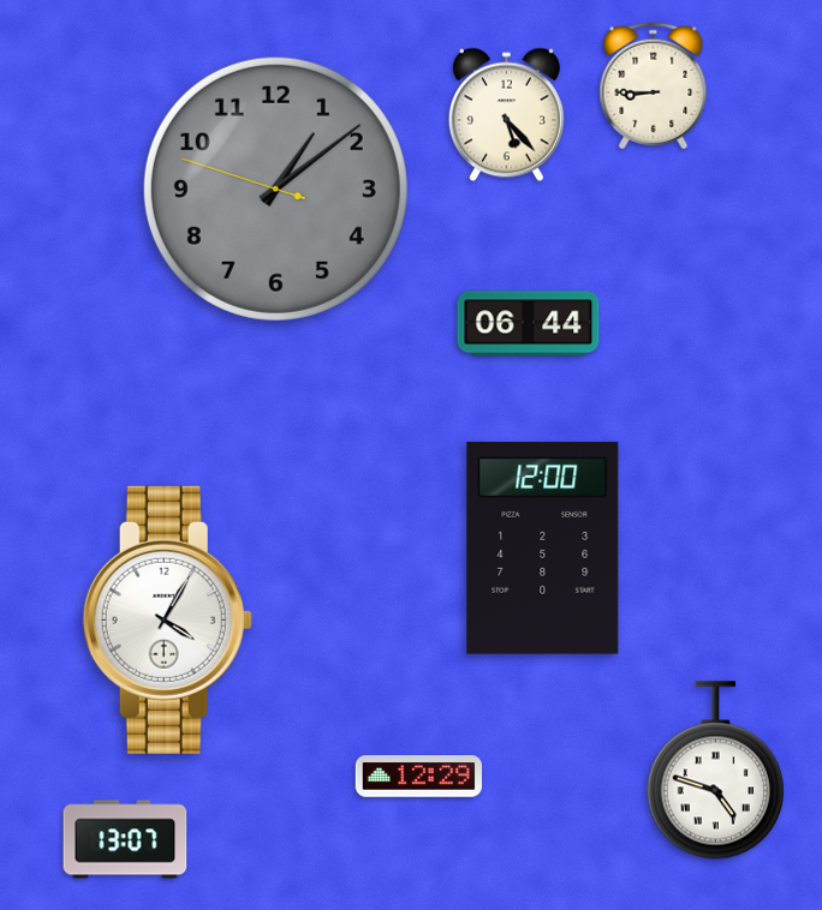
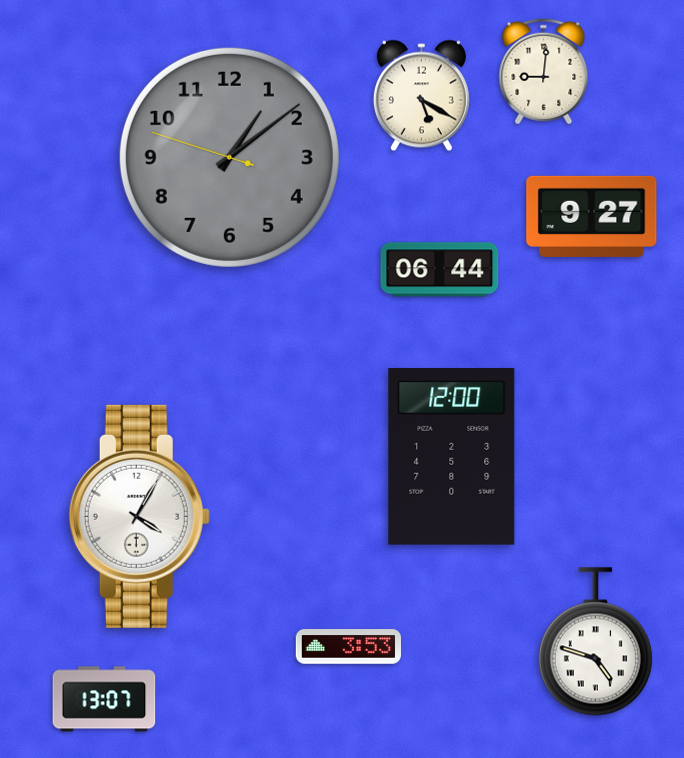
clock at (654, 86): 8:45 -> 9:01
clock at (506, 115): 5:23 -> 5:20
clock at (592, 216): none -> 9:27
clock at (418, 777): 12:29 -> 3:53
